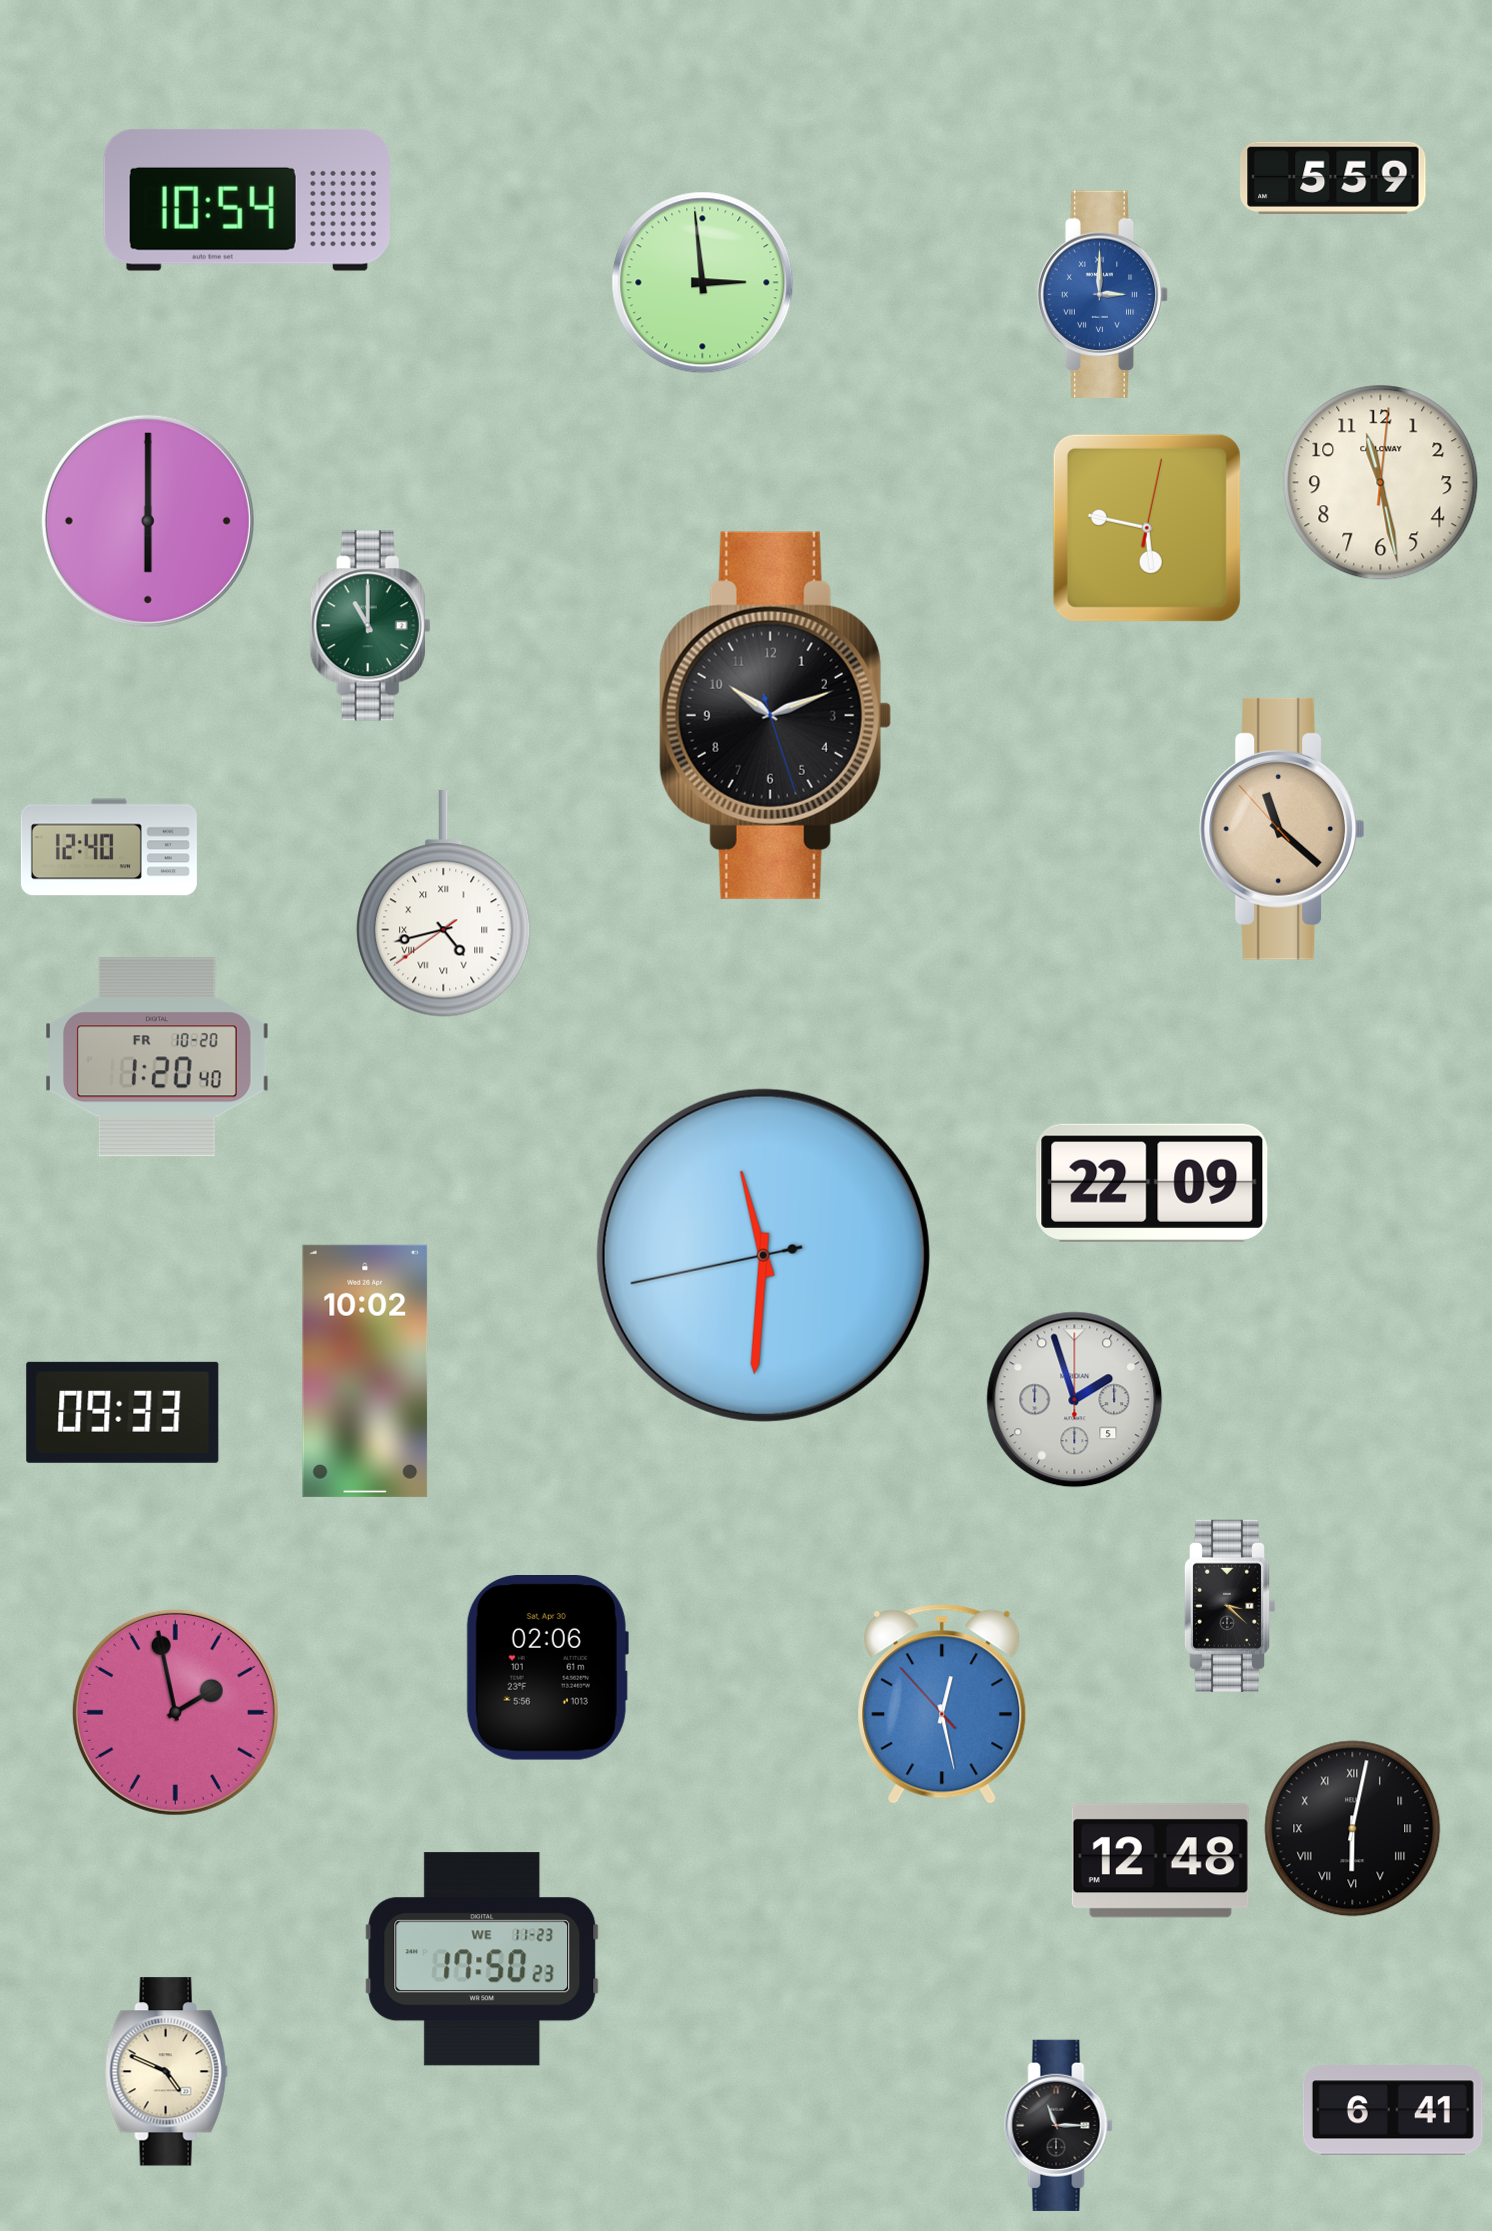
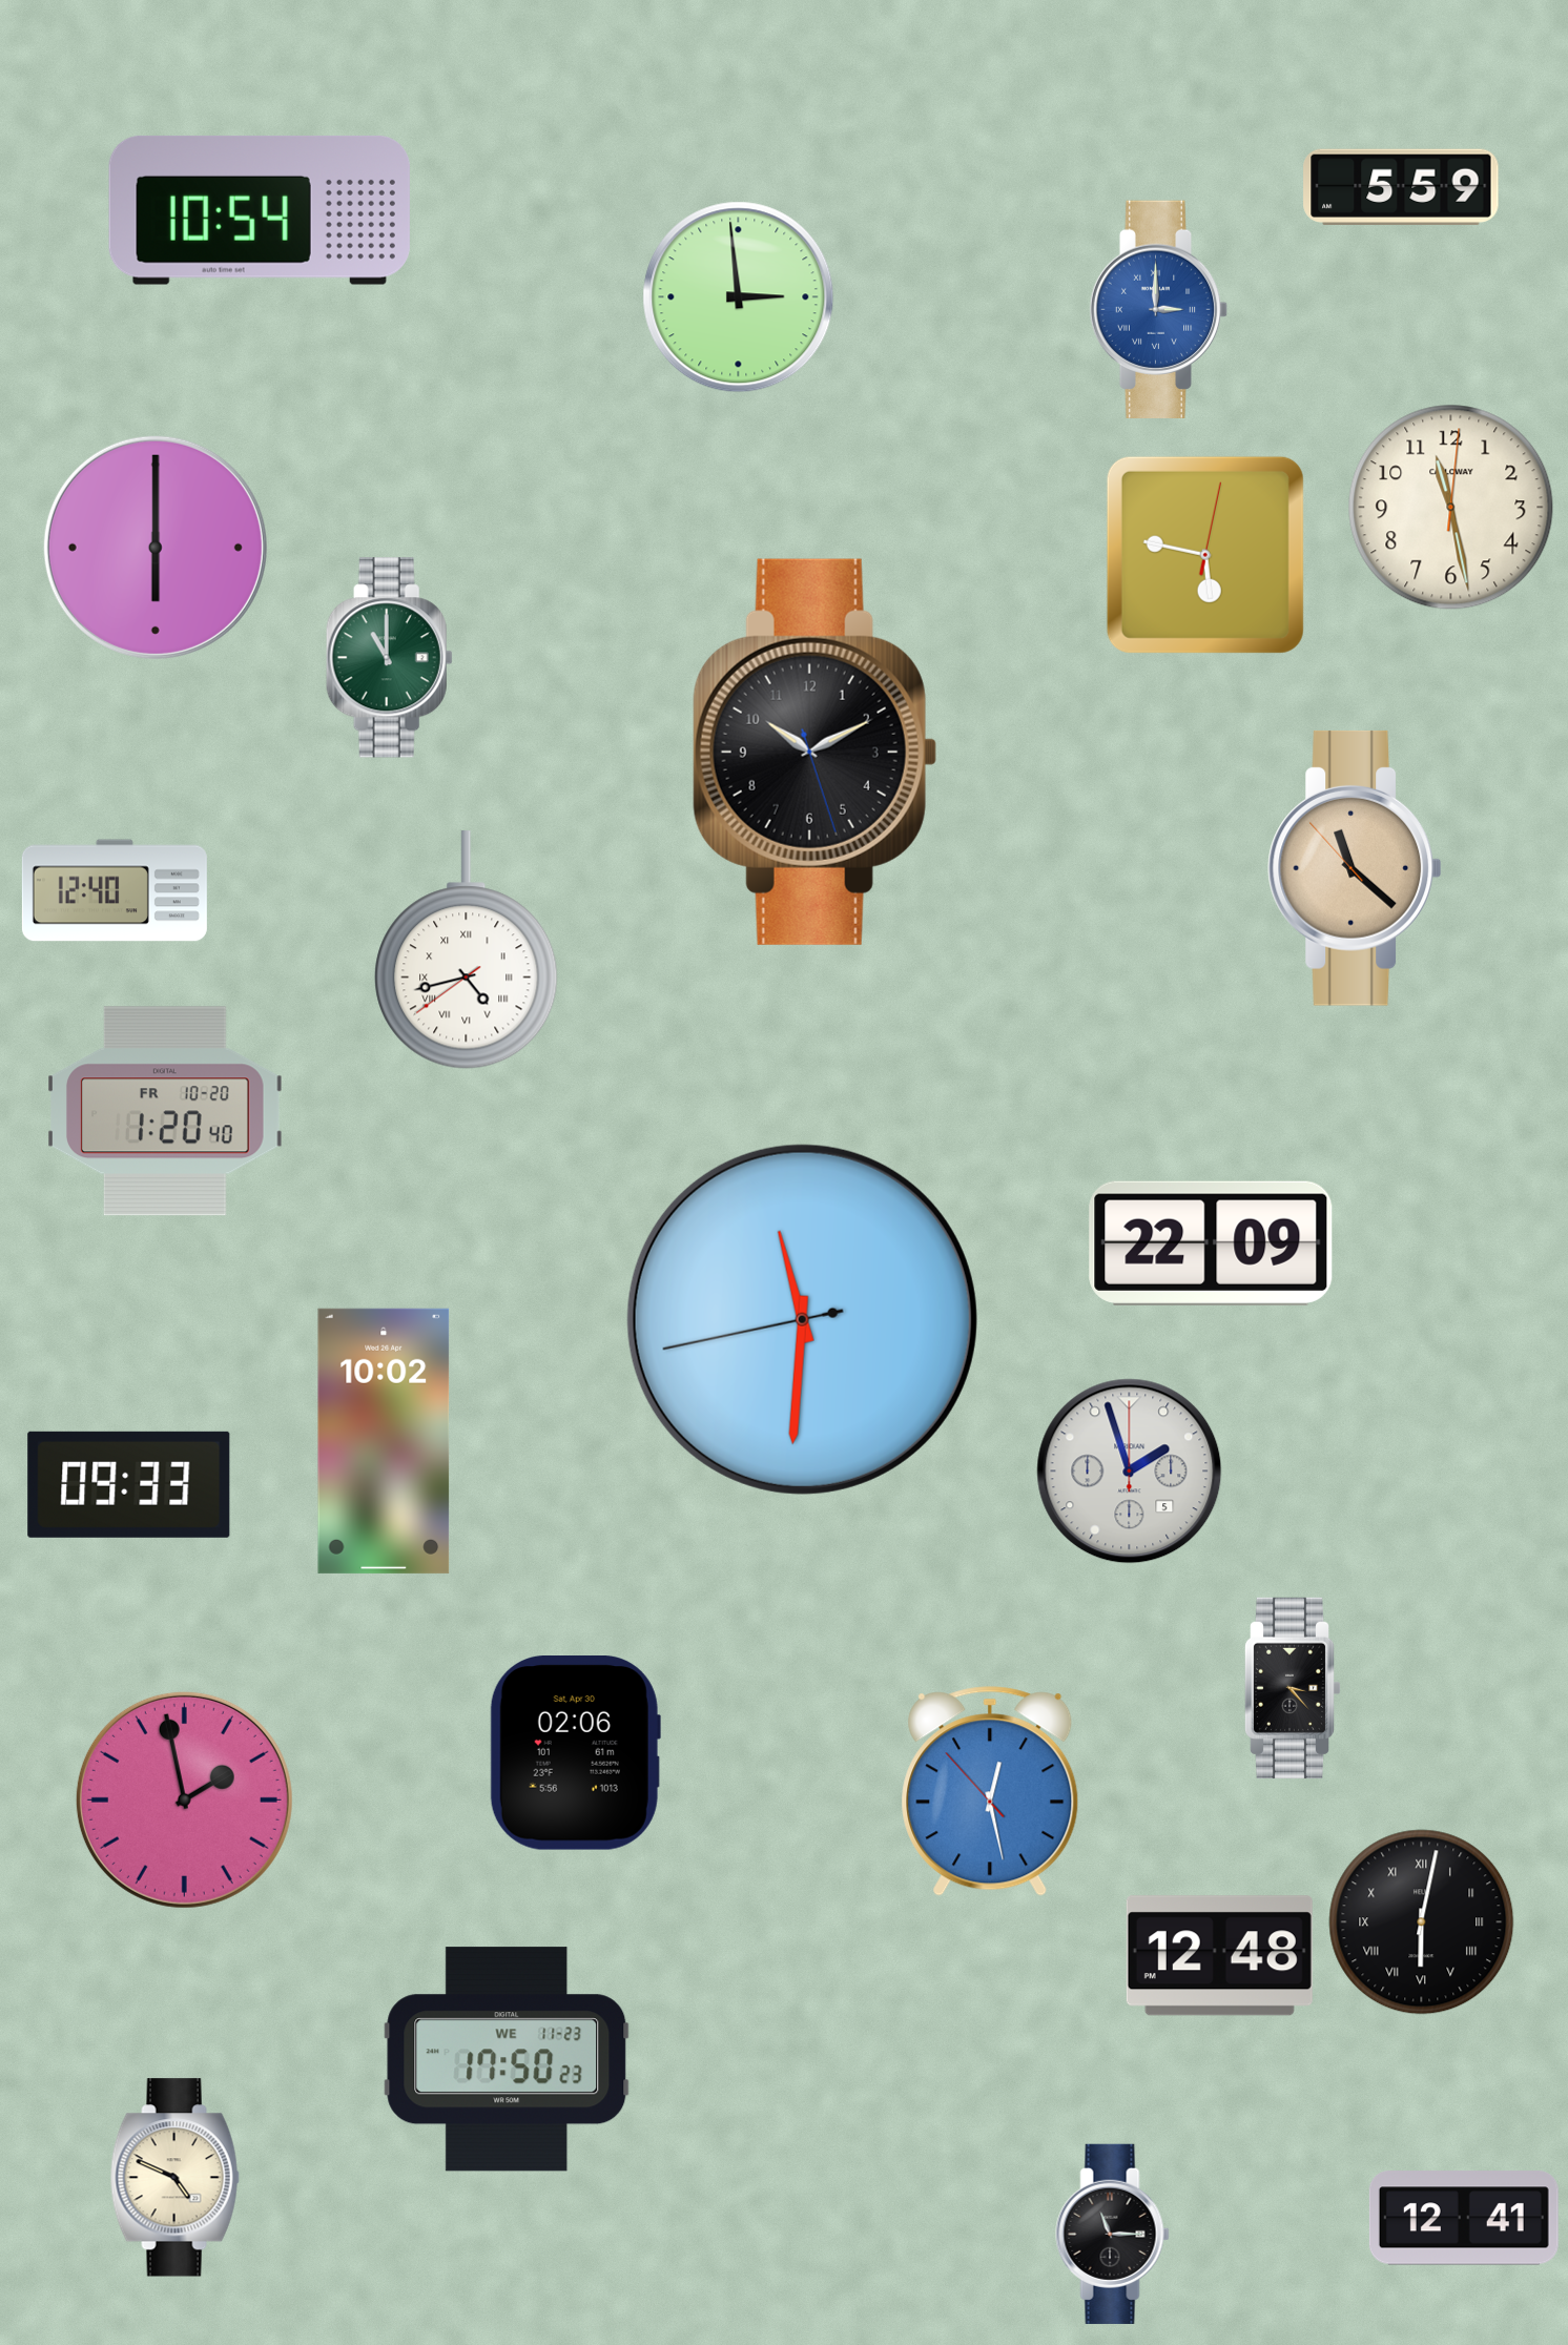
clock at (775, 715): 10:11 -> 10:10
clock at (1282, 829) position: (1282, 829) -> (1355, 868)
clock at (1230, 1606): 3:22 -> 3:23
clock at (1393, 2110): 6:41 -> 12:41
